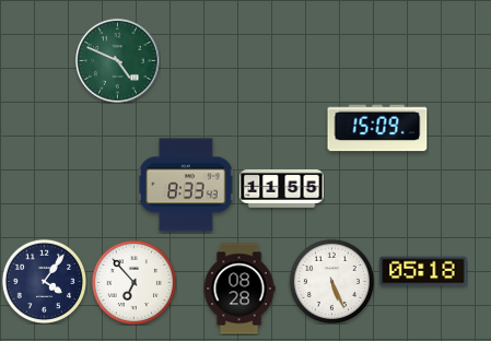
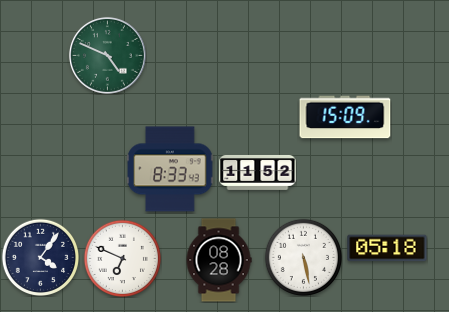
clock at (282, 188): 11:55 -> 11:52
clock at (331, 281): 5:26 -> 5:28
clock at (133, 282): 6:53 -> 6:49
clock at (239, 289) position: (239, 289) -> (219, 260)
